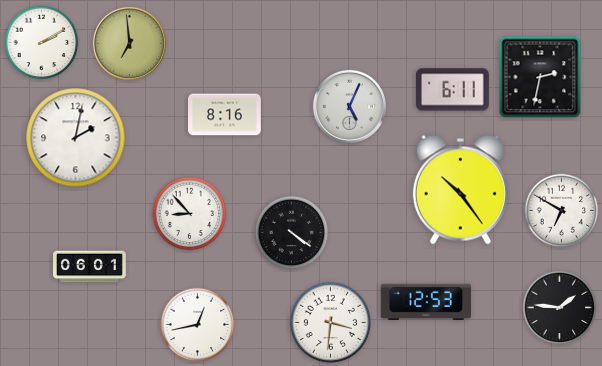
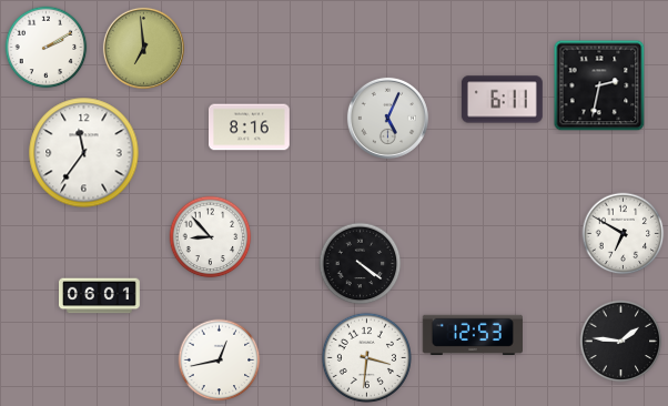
clock at (76, 138): 2:02 -> 11:36
clock at (460, 190): 10:24 -> none
clock at (292, 233) position: (292, 233) -> (361, 264)
